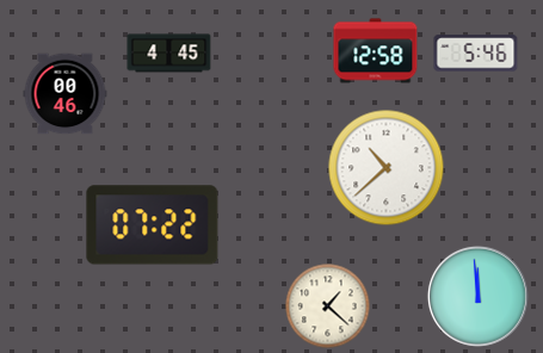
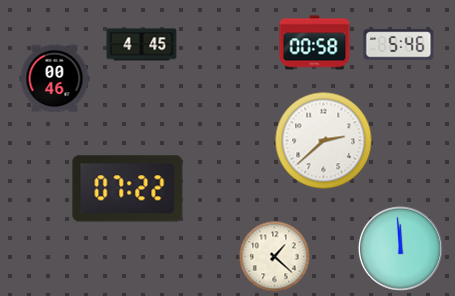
clock at (376, 51): 12:58 -> 00:58
clock at (387, 168): 10:38 -> 2:38
